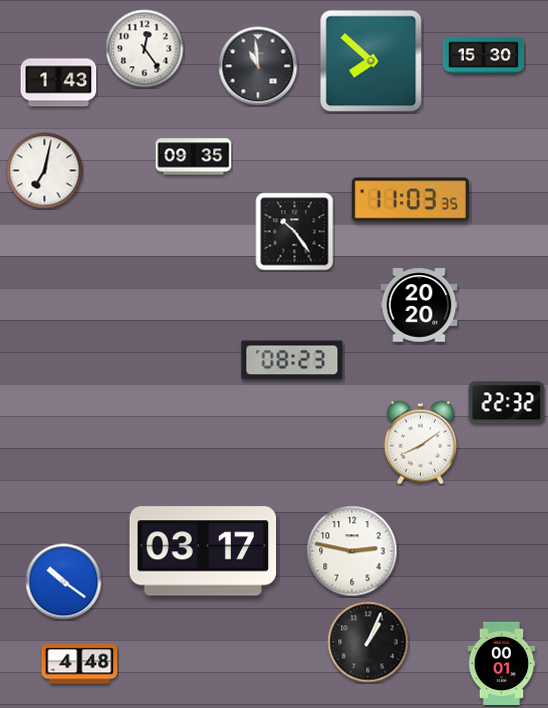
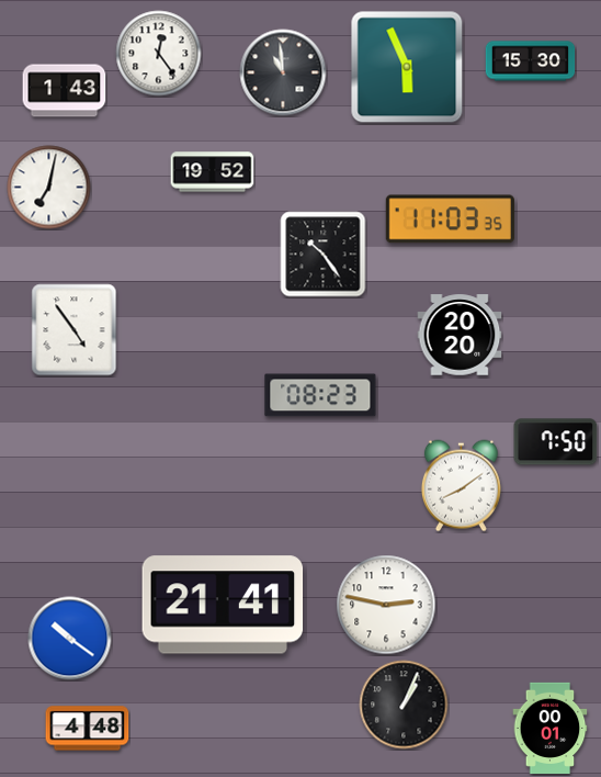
clock at (371, 61): 7:52 -> 5:56
clock at (194, 157): 09:35 -> 19:52
clock at (75, 330): none -> 4:54
clock at (507, 403): 22:32 -> 7:50
clock at (203, 551): 03:17 -> 21:41
